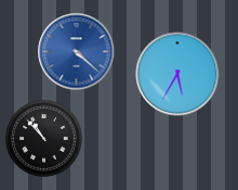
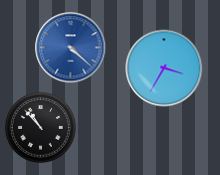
clock at (177, 74): 5:35 -> 3:35
